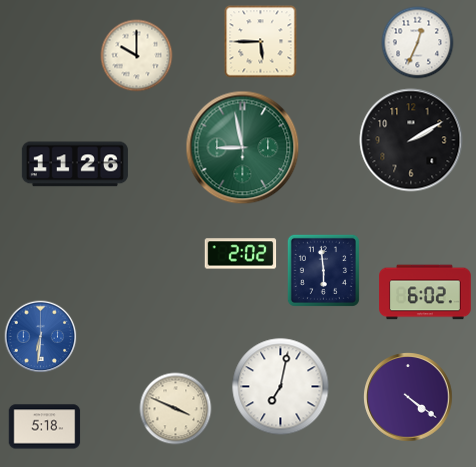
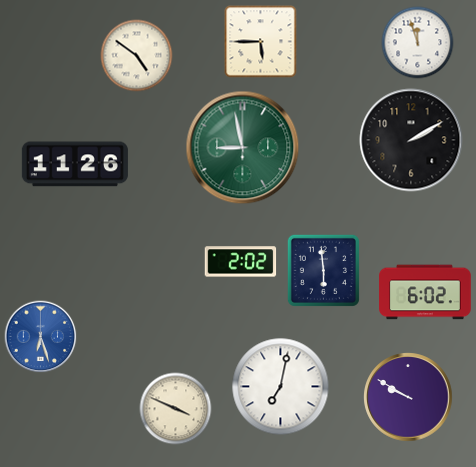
clock at (418, 43): 12:34 -> 11:57
clock at (137, 56): 10:00 -> 4:51
clock at (241, 254) position: (241, 254) -> (241, 262)
clock at (41, 337): 6:31 -> 6:27
clock at (408, 397): 4:21 -> 9:50
clock at (45, 427): 5:18 -> none
